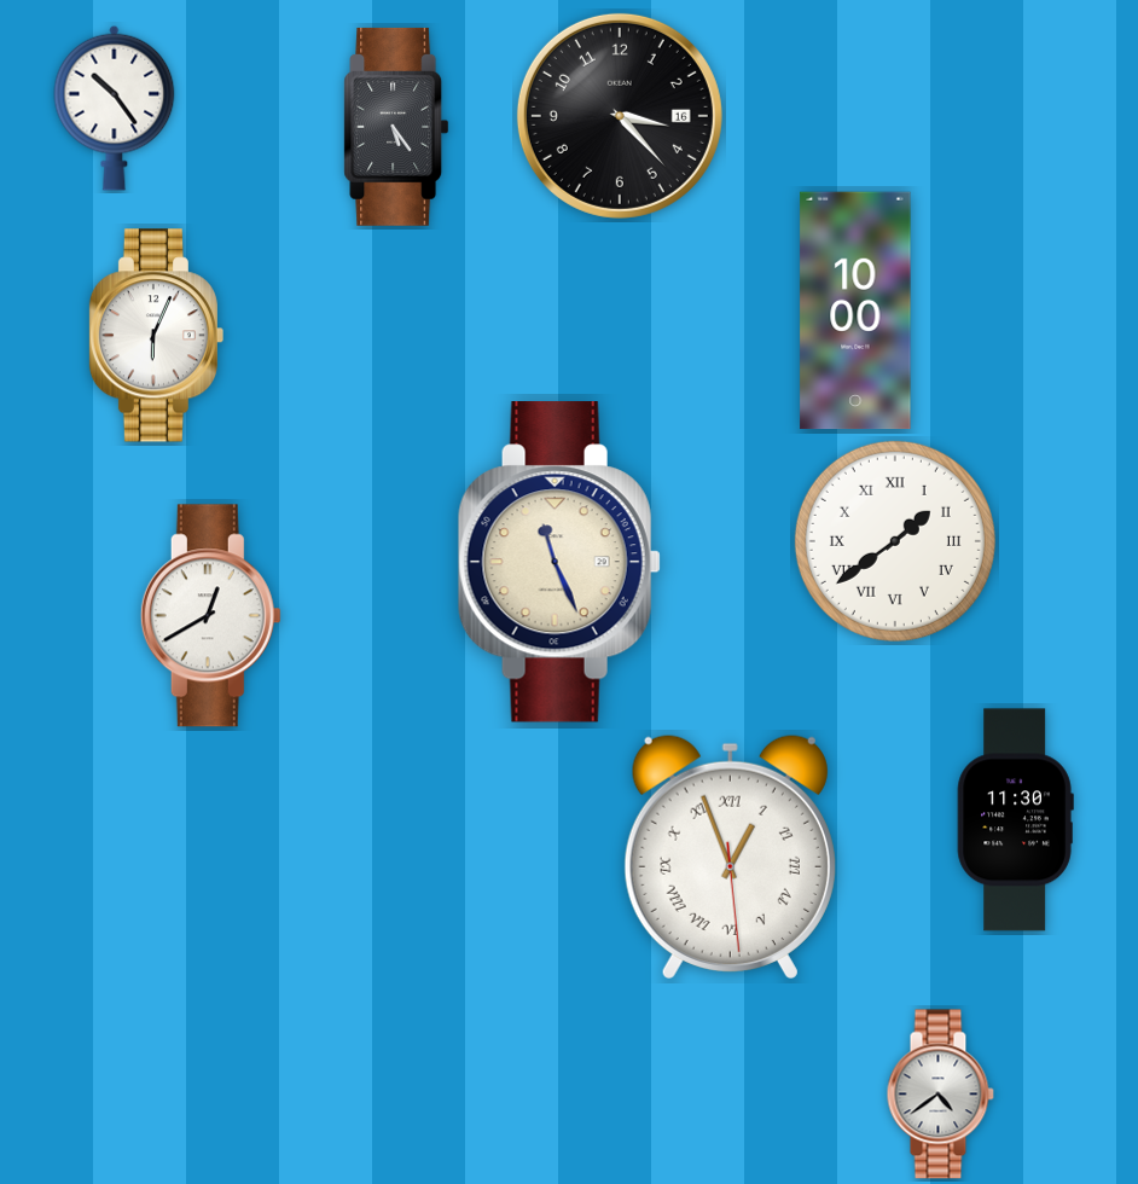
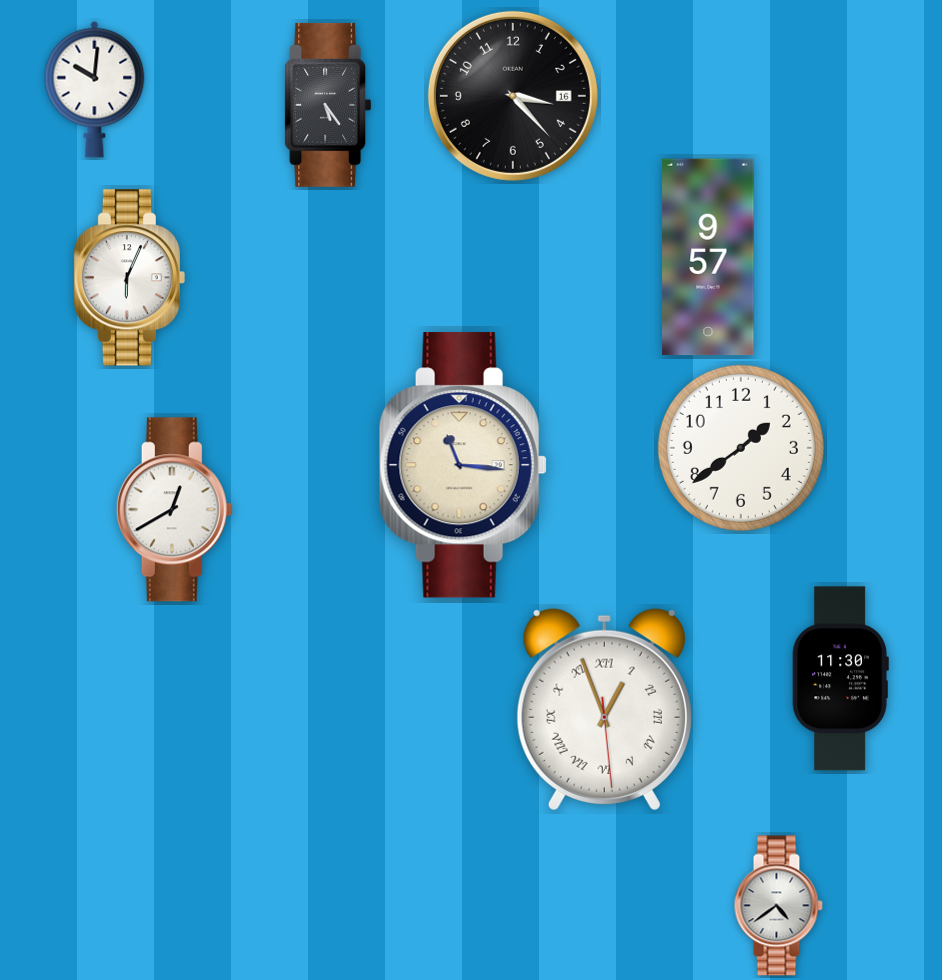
clock at (115, 108): 10:24 -> 10:01
clock at (855, 310): 10:00 -> 9:57
clock at (895, 541) numerals: Roman -> Arabic
clock at (559, 562): 11:26 -> 11:16
